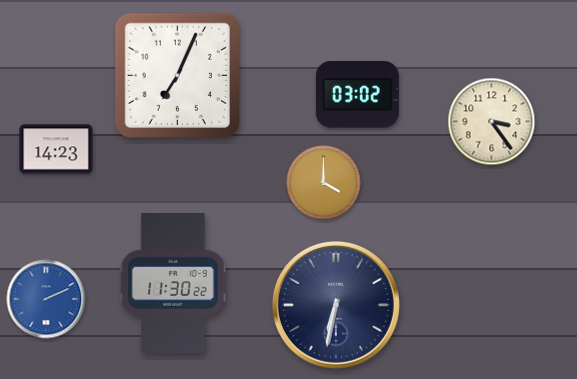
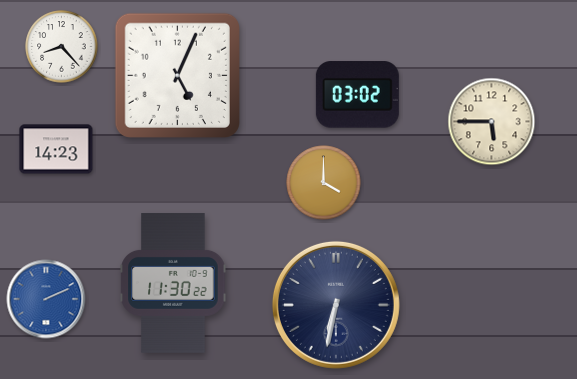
clock at (62, 47): none -> 8:23
clock at (177, 75): 7:04 -> 5:04
clock at (492, 122): 3:24 -> 5:45
